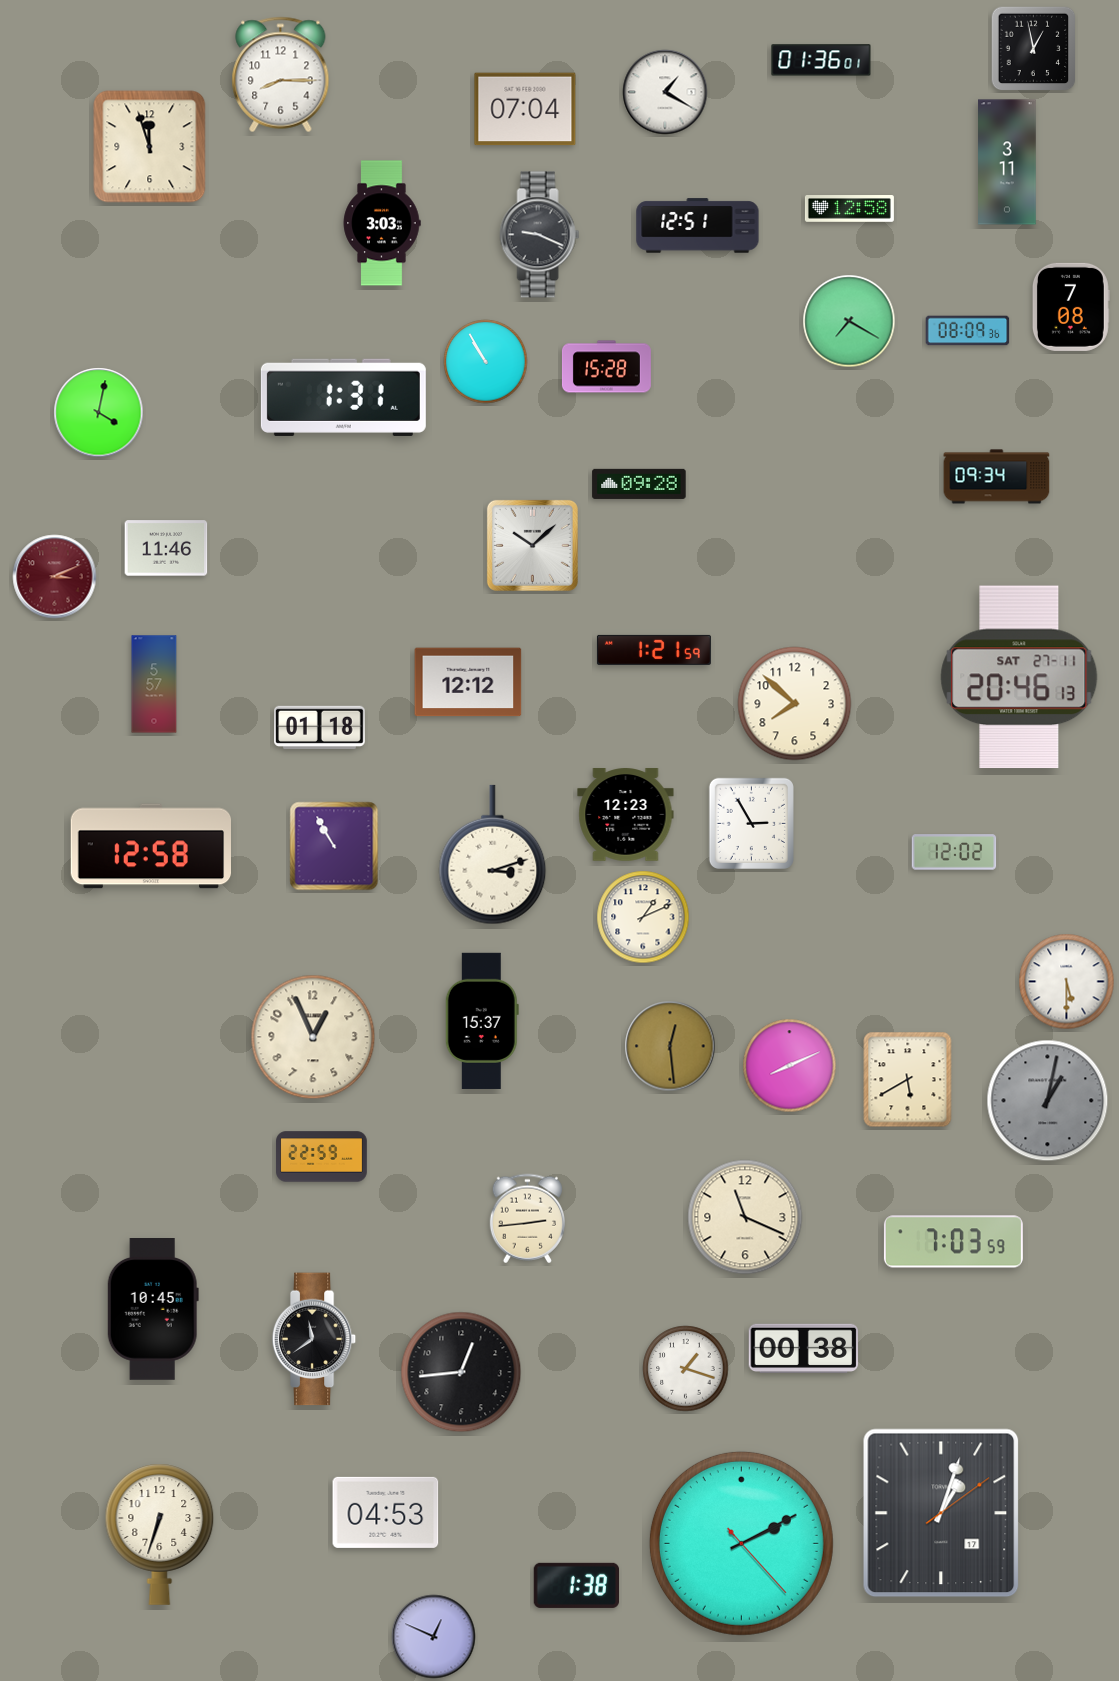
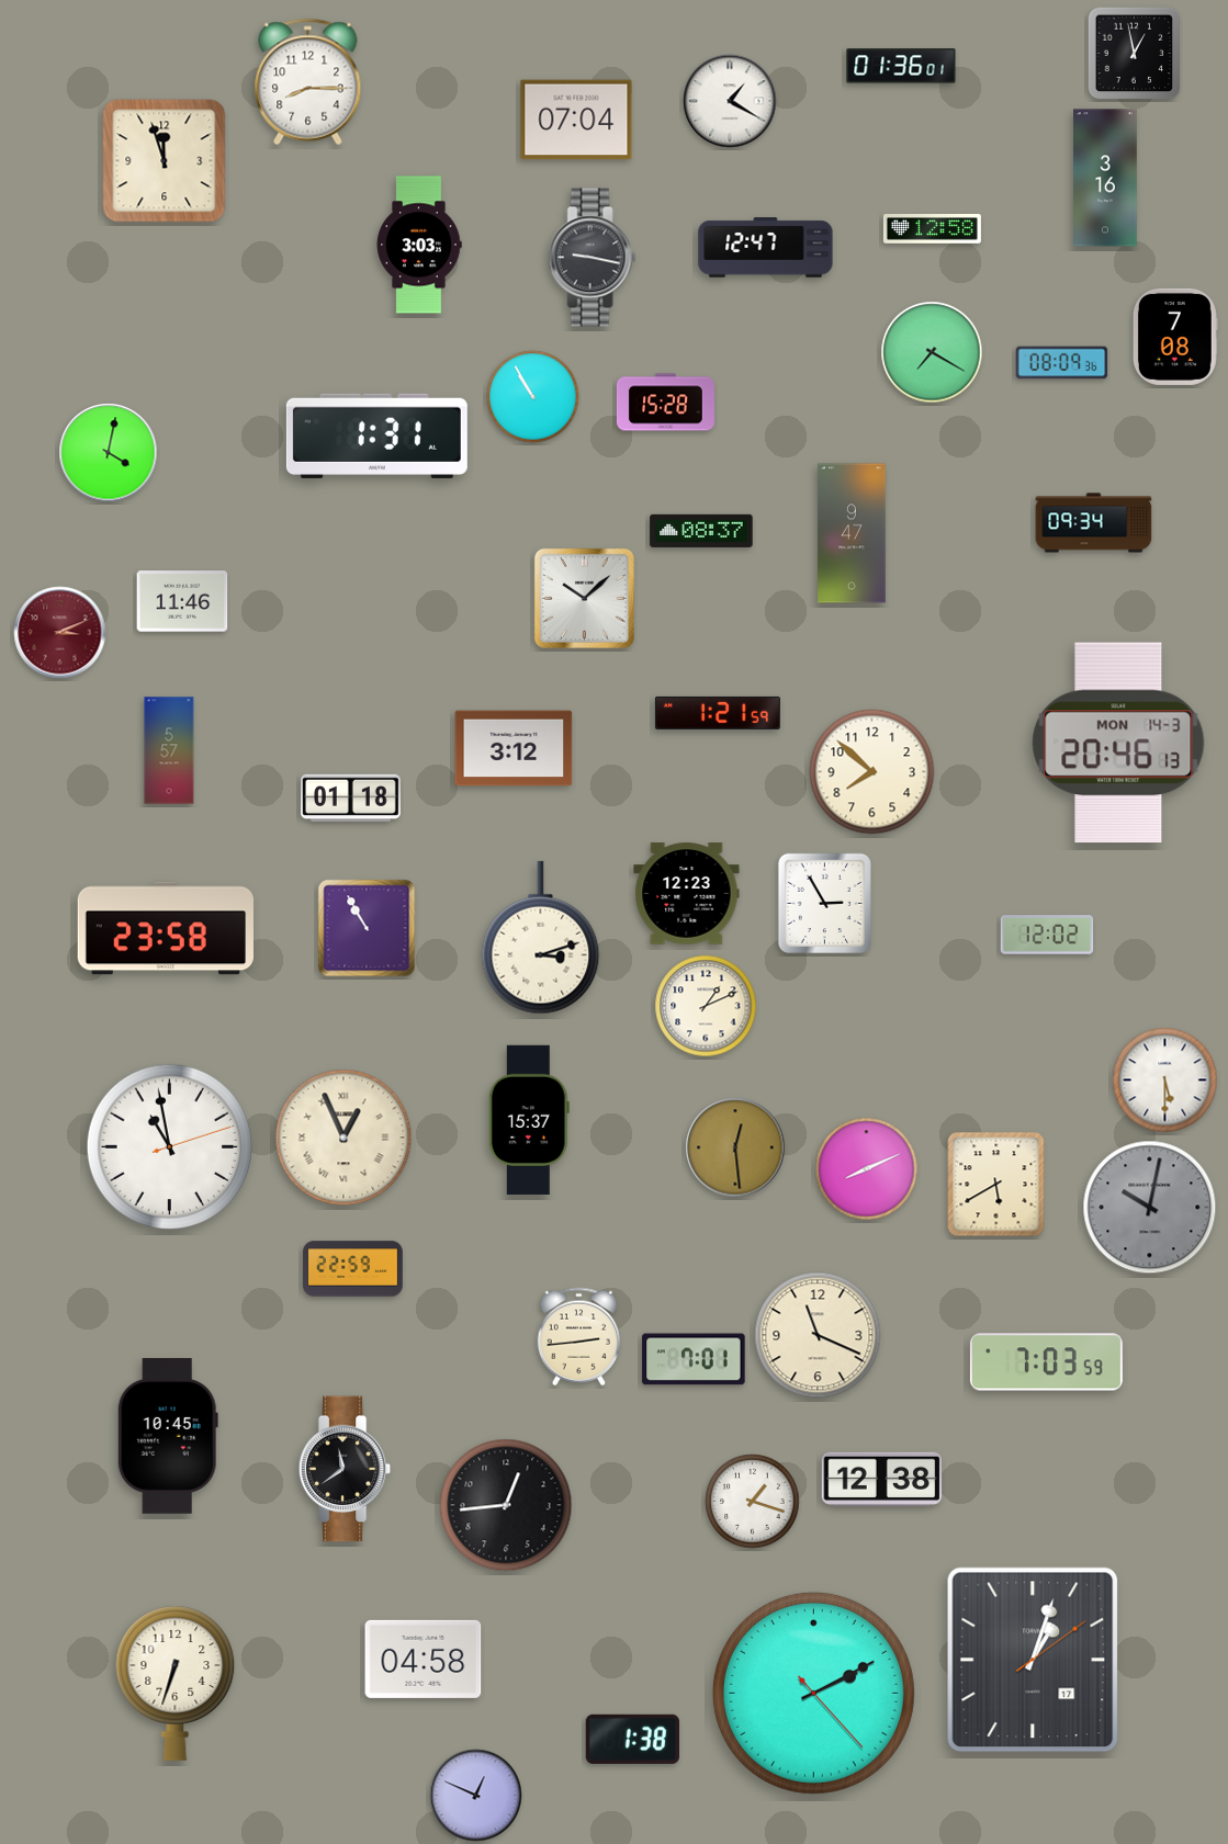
clock at (1007, 162): 3:11 -> 3:16
clock at (698, 226): 12:51 -> 12:47
clock at (540, 235): 9:19 -> 9:17
clock at (639, 484): 09:28 -> 08:37
clock at (852, 533): none -> 9:47
clock at (1019, 677) date: SAT 27-11 -> MON 14-3
clock at (468, 682): 12:12 -> 3:12
clock at (150, 846): 12:58 -> 23:58
clock at (1067, 982) position: (1067, 982) -> (1165, 1081)
clock at (313, 1037) numerals: Arabic -> Roman
clock at (170, 1147): none -> 10:58
clock at (1048, 1101): 1:02 -> 10:02
clock at (694, 1359): none -> 7:01
clock at (804, 1348): 00:38 -> 12:38
clock at (386, 1512): 04:53 -> 04:58
